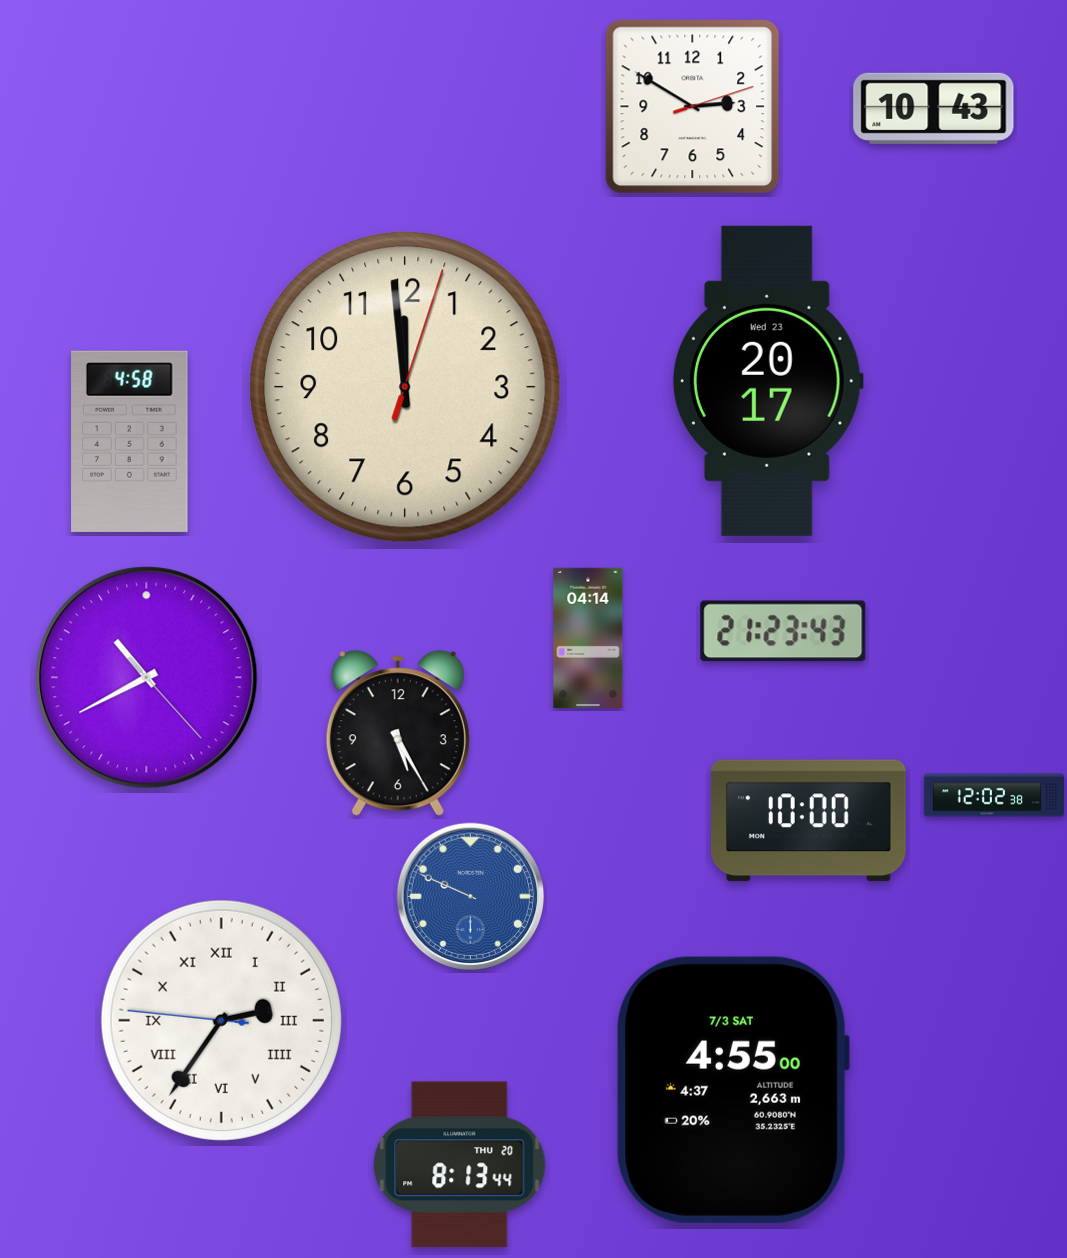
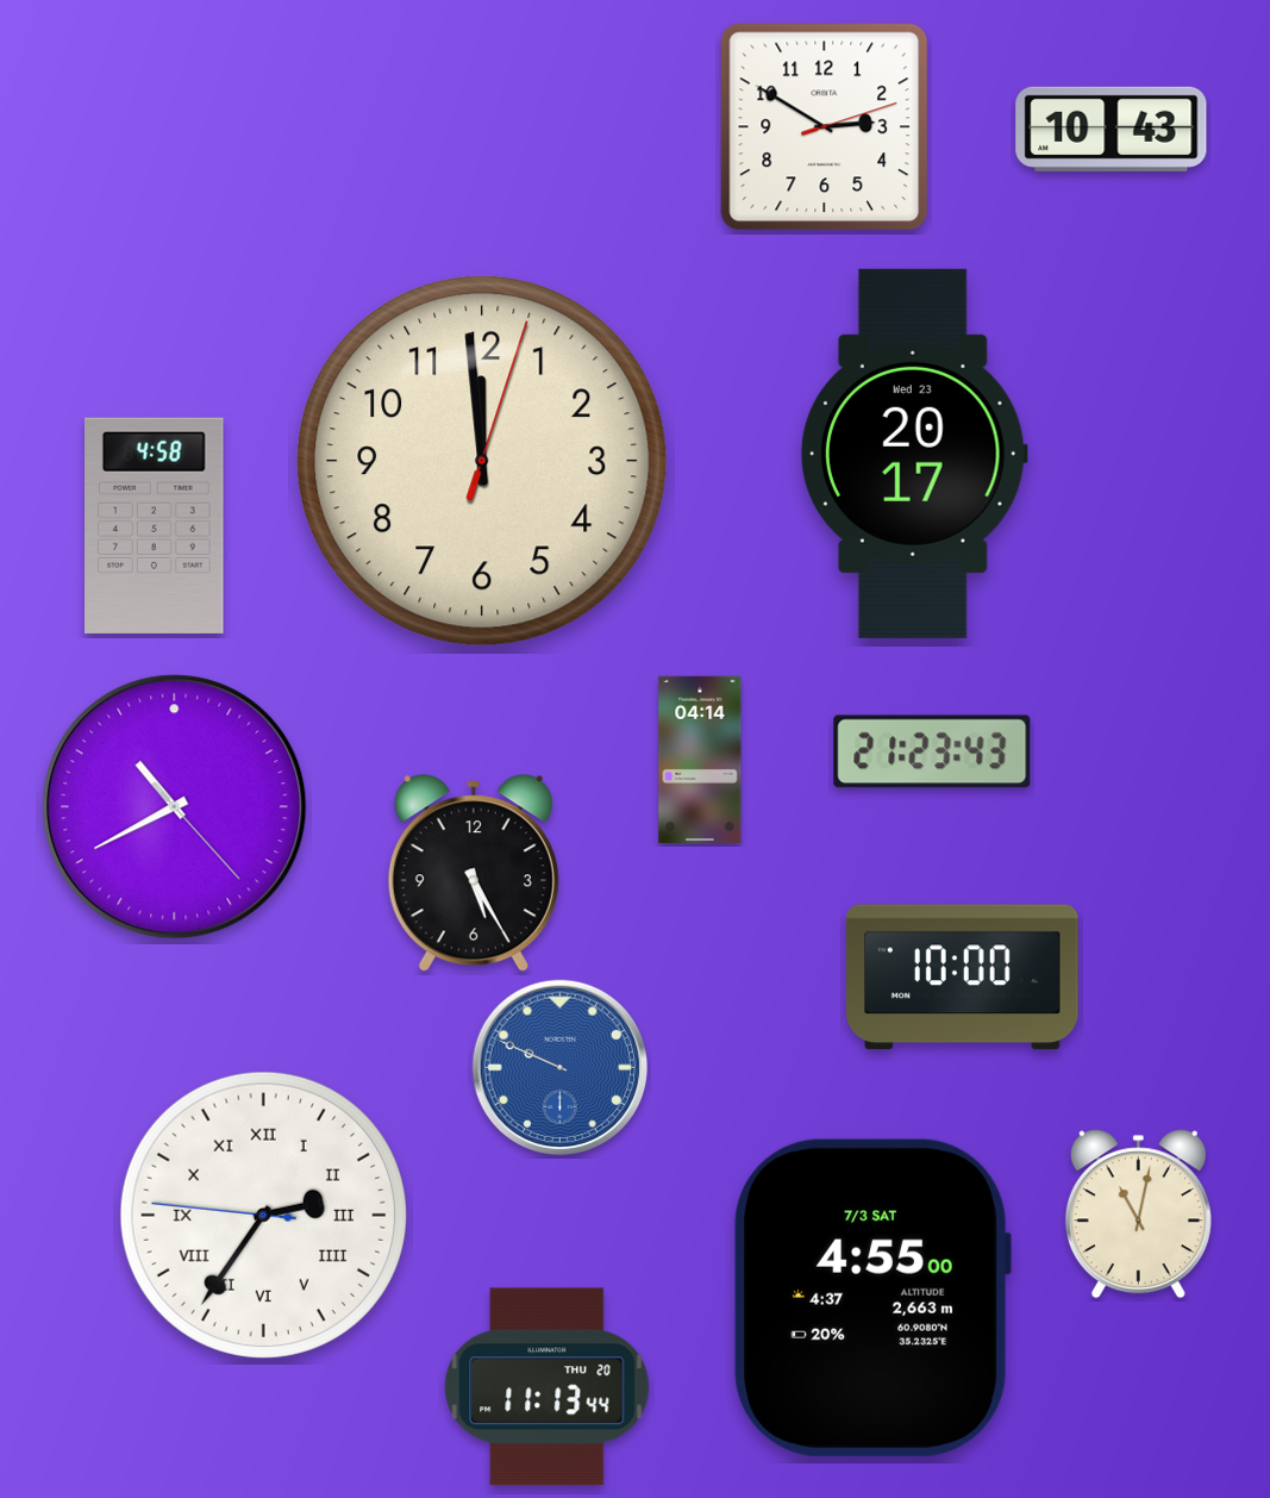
clock at (994, 795): 12:02 -> none
clock at (1138, 1215): none -> 11:02
clock at (460, 1165): 8:13 -> 11:13
